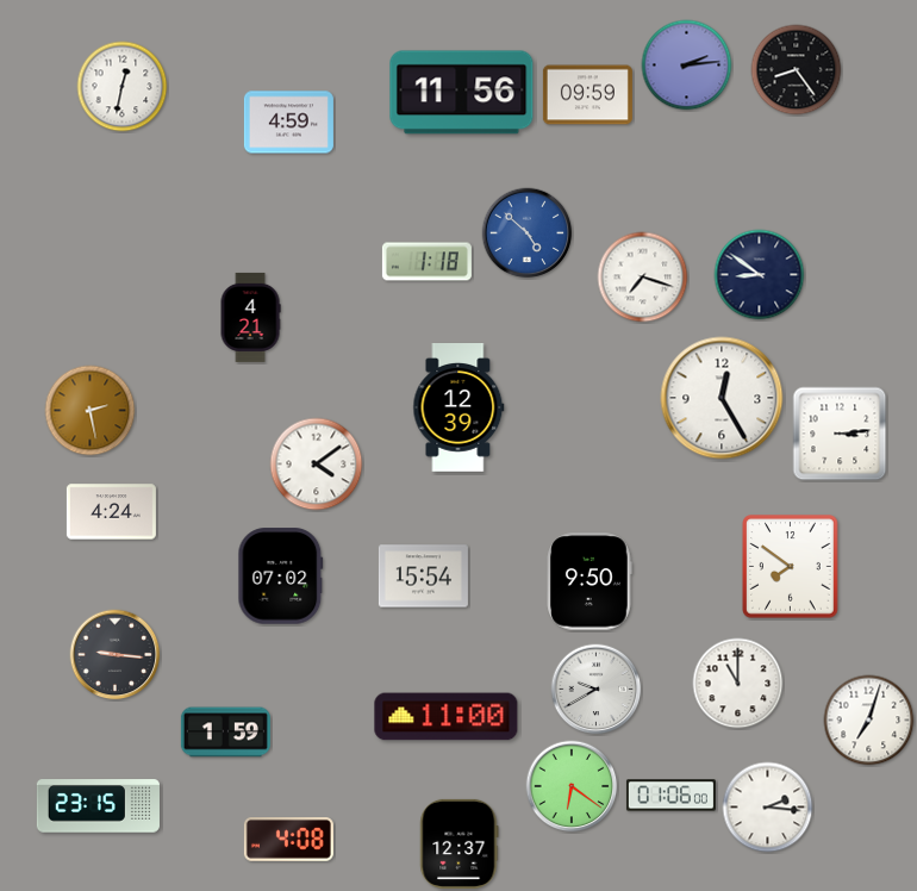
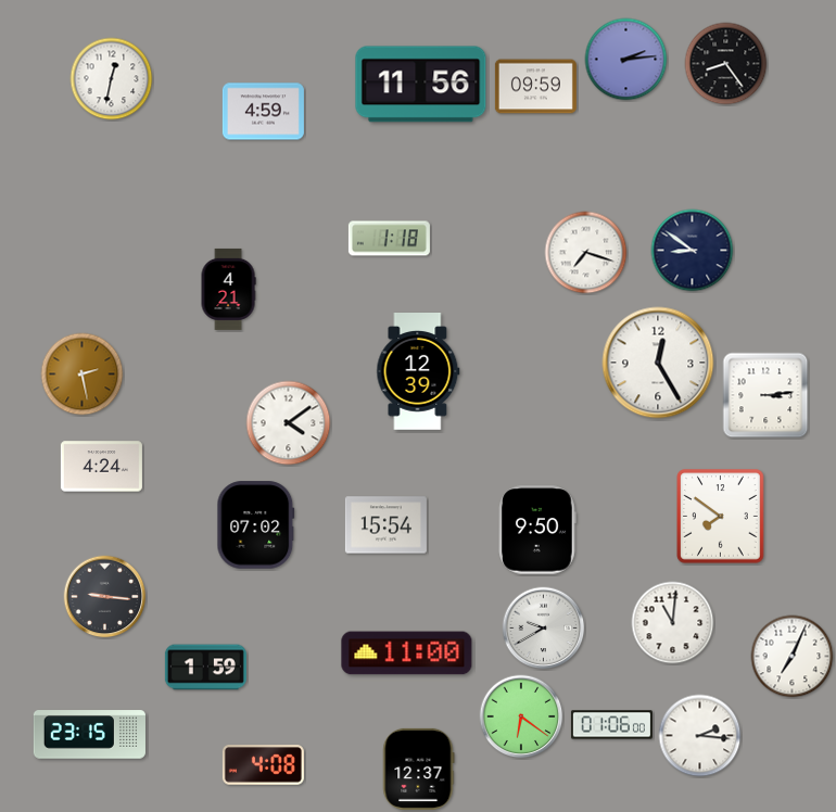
clock at (528, 233): 4:52 -> none
clock at (738, 684): 11:00 -> 11:01
clock at (869, 721): 7:03 -> 7:04
